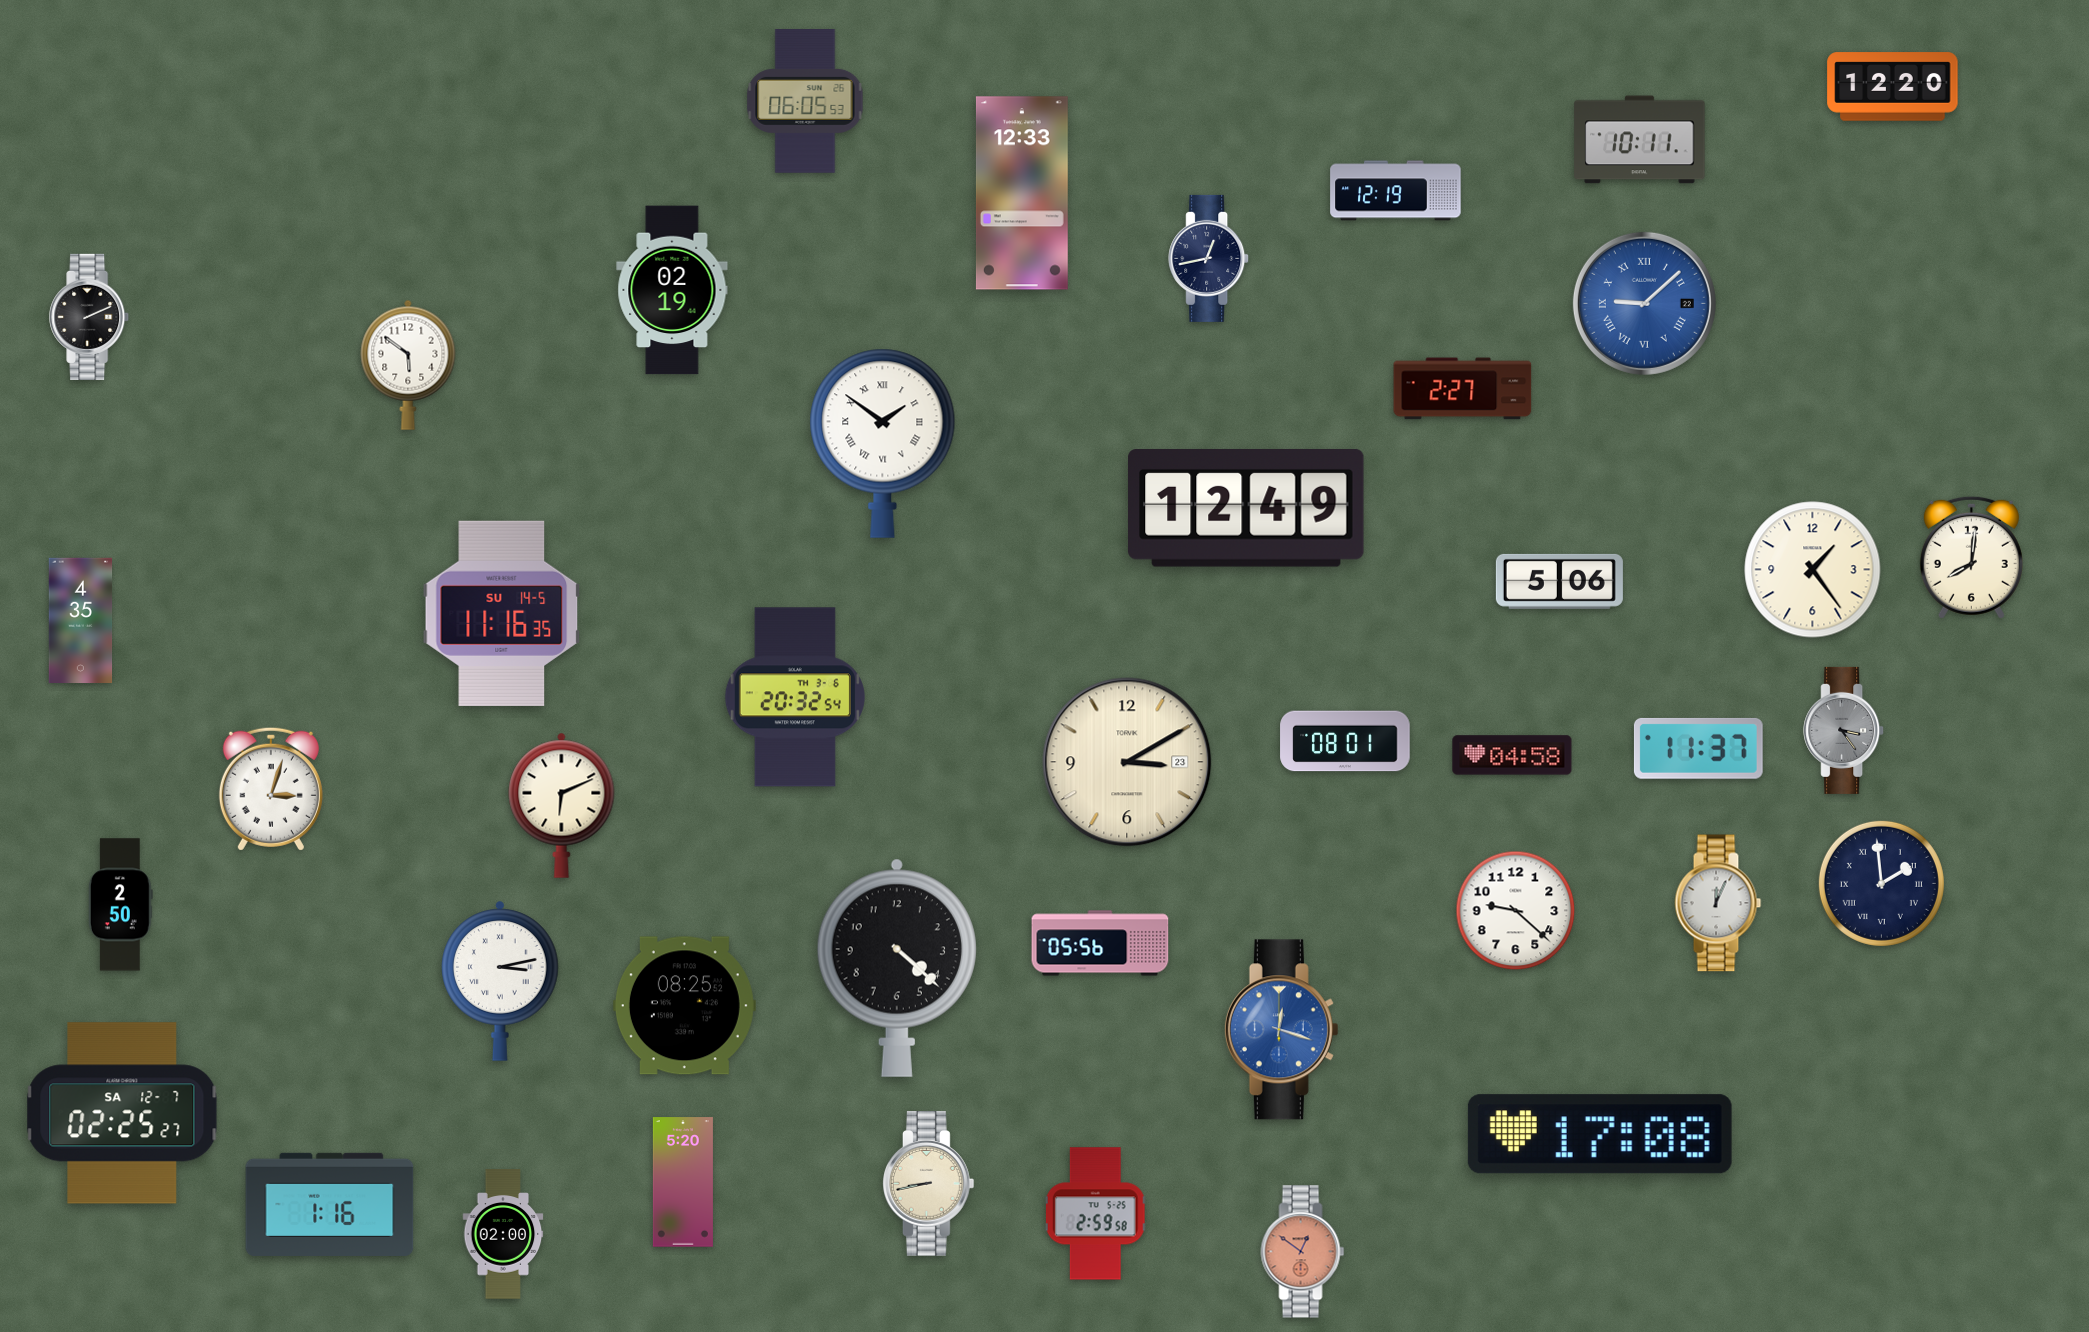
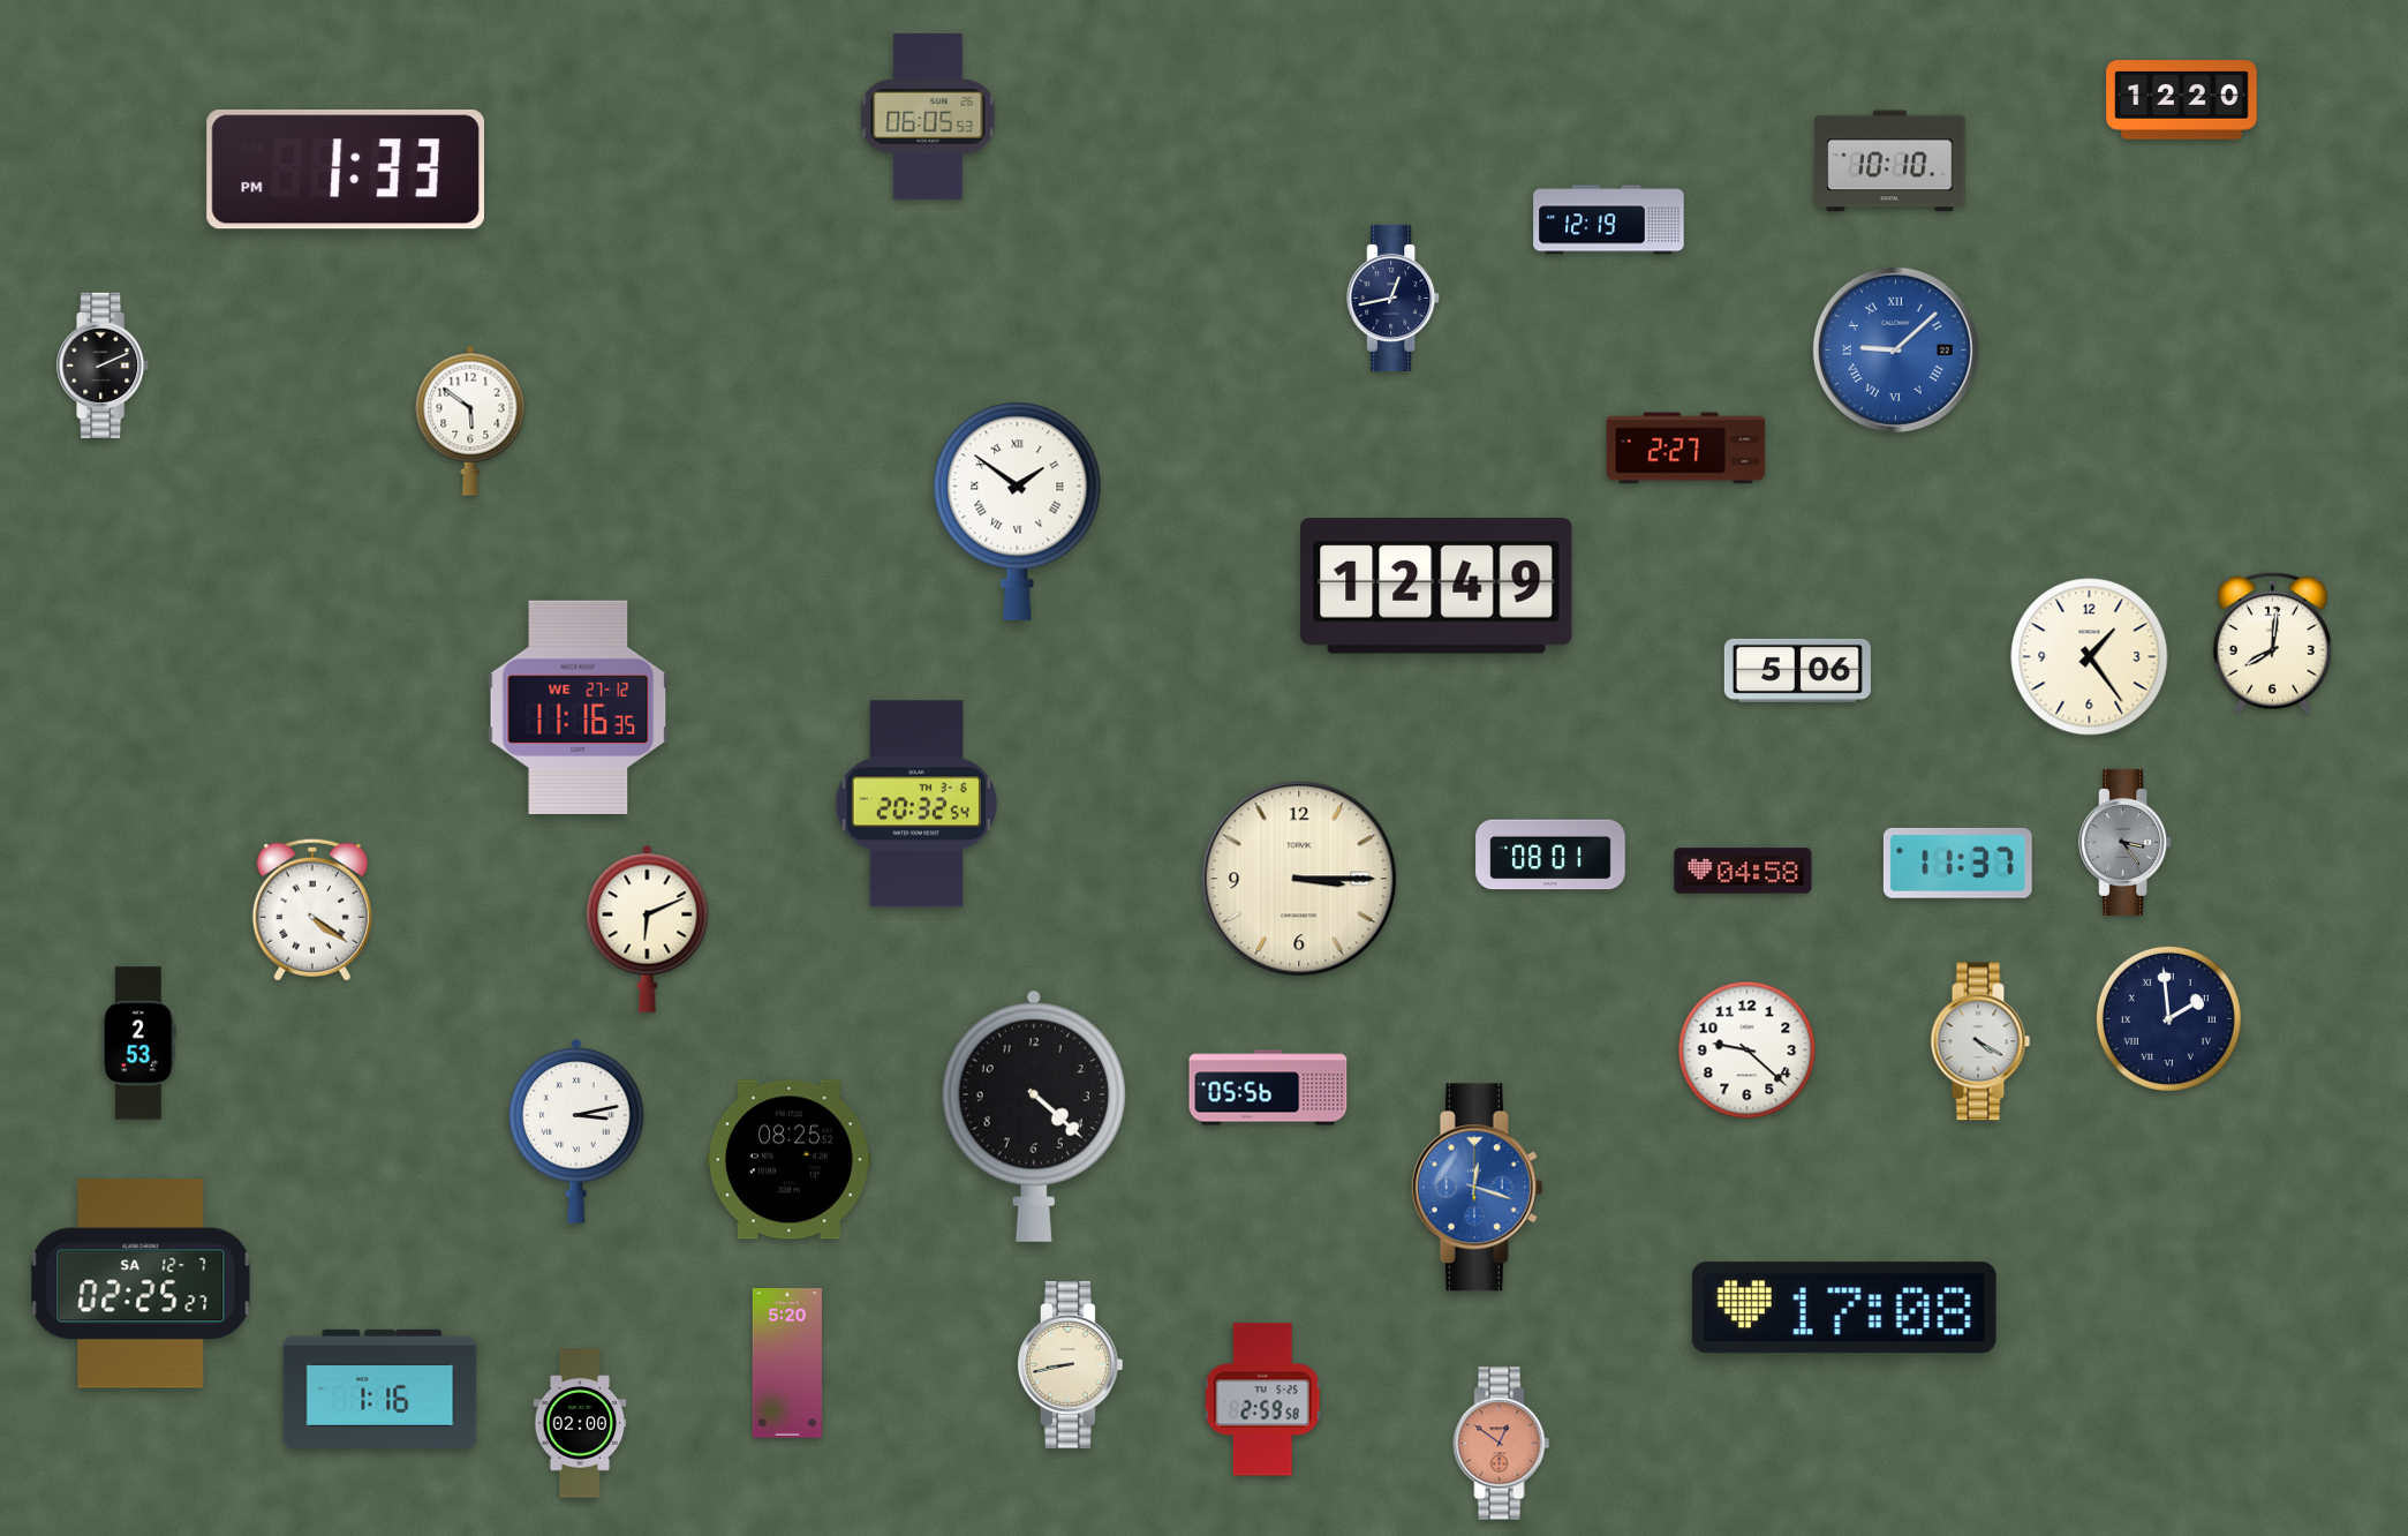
clock at (1640, 140): 10:11 -> 10:10
clock at (345, 171): none -> 1:33
clock at (1022, 193): 12:33 -> none
clock at (672, 290): 02:19 -> none
clock at (502, 613) date: SU 14-5 -> WE 27-12
clock at (81, 621): 4:35 -> none
clock at (1127, 762): 3:10 -> 3:15
clock at (271, 789): 3:03 -> 4:21
clock at (1718, 903): 12:04 -> 4:20
clock at (120, 905): 2:50 -> 2:53
